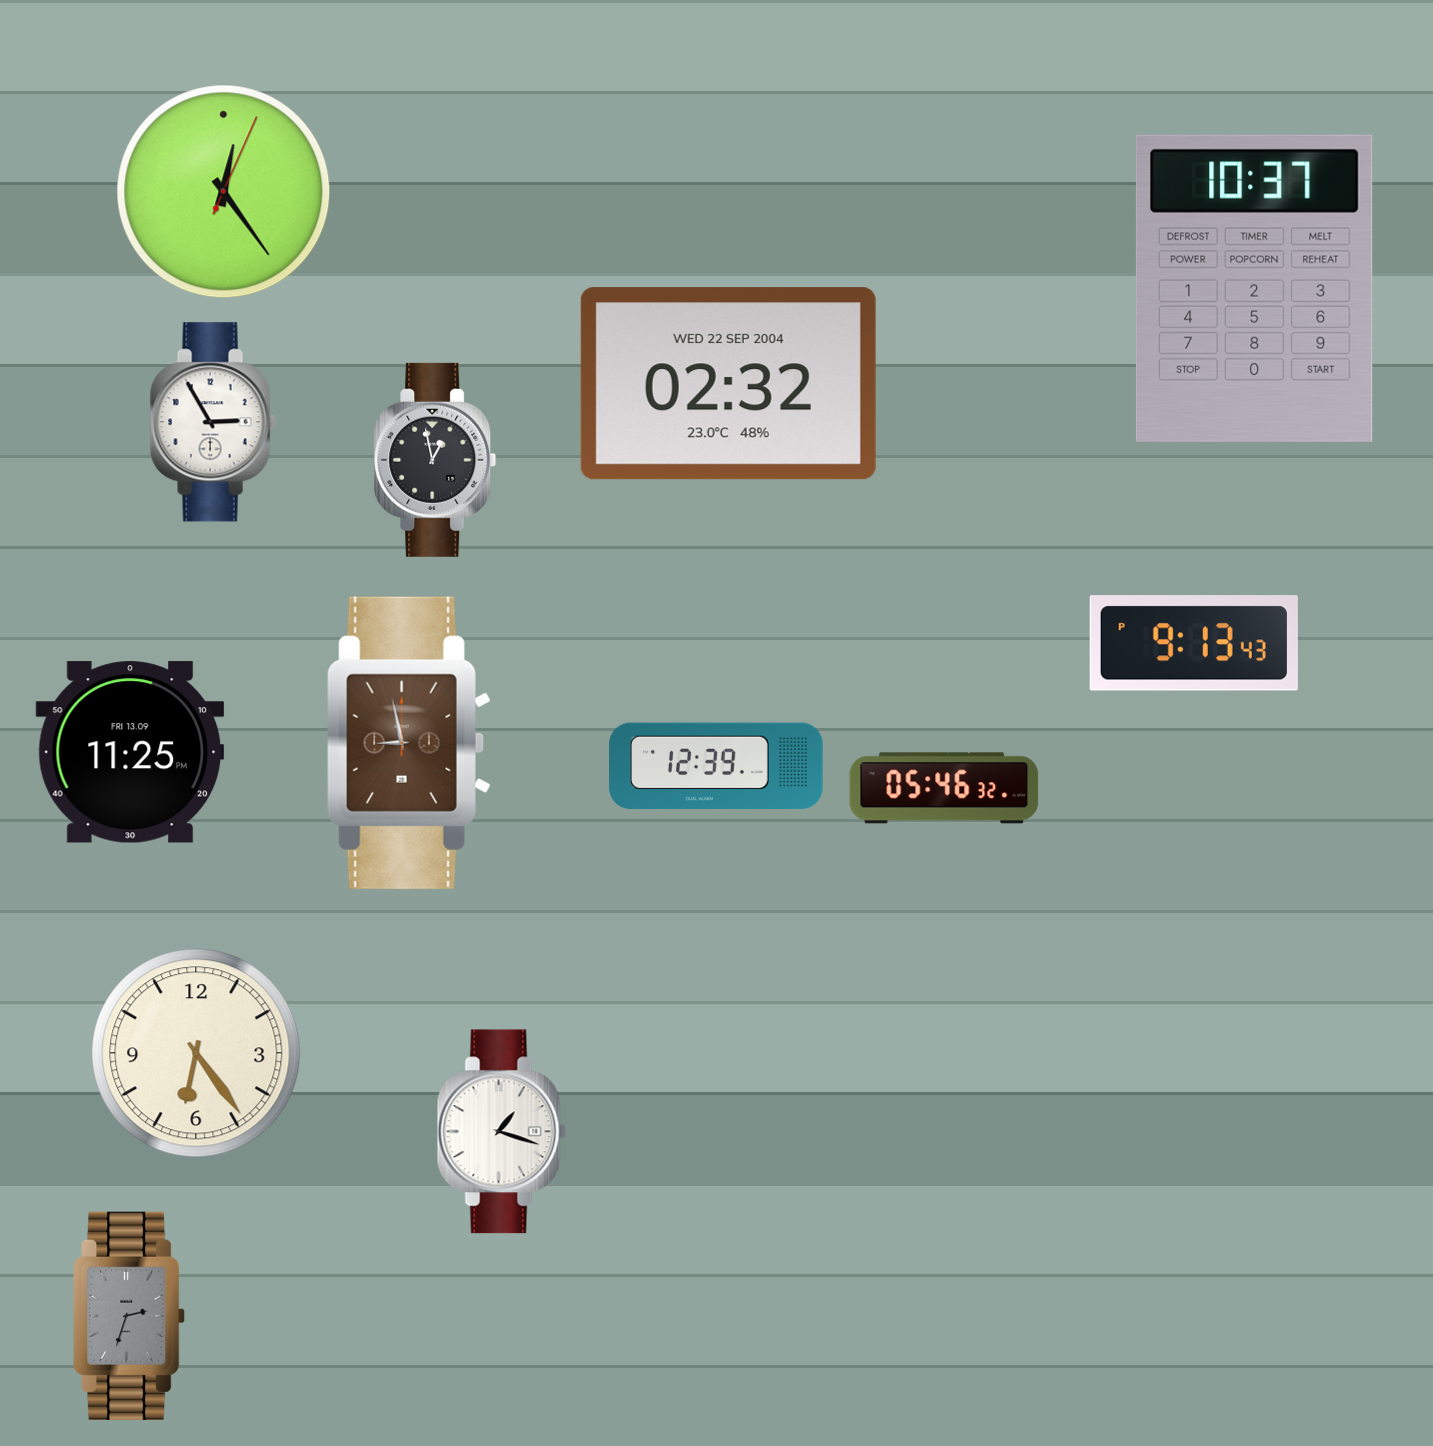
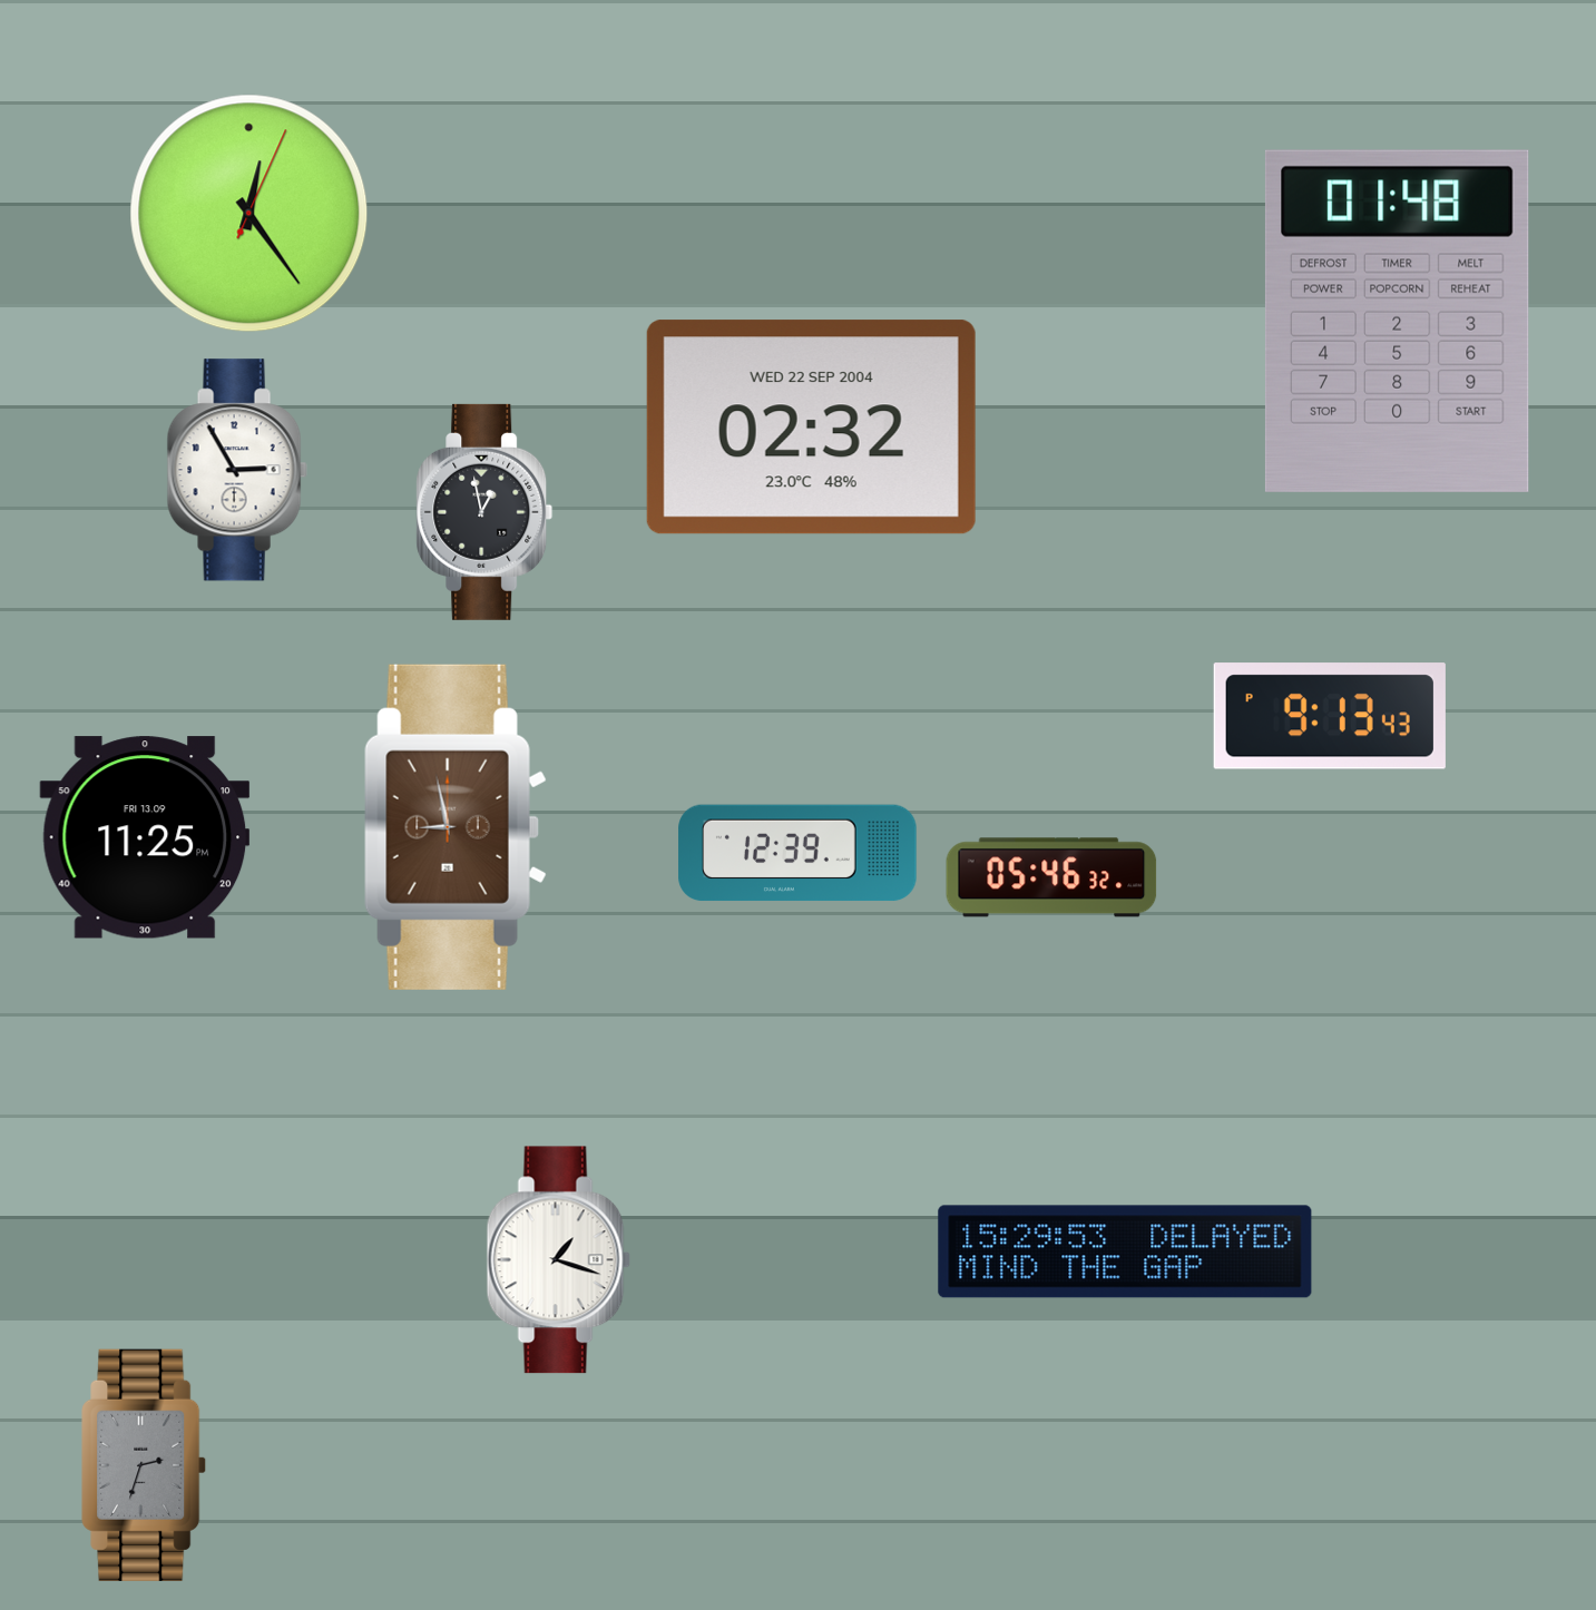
clock at (1254, 288): 10:37 -> 01:48
clock at (196, 1053): 6:24 -> none
clock at (1125, 1251): none -> 15:29
